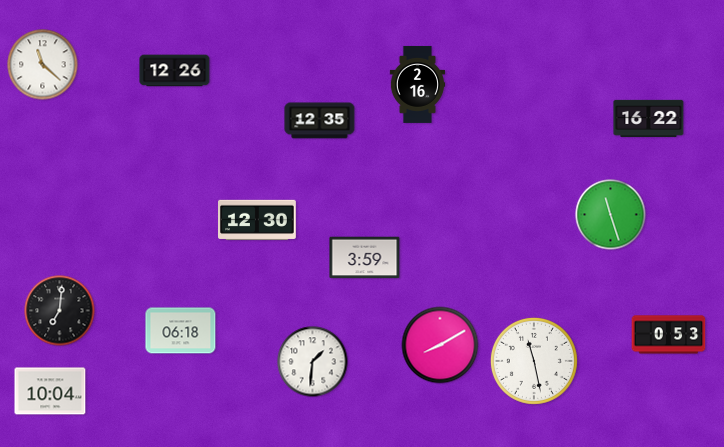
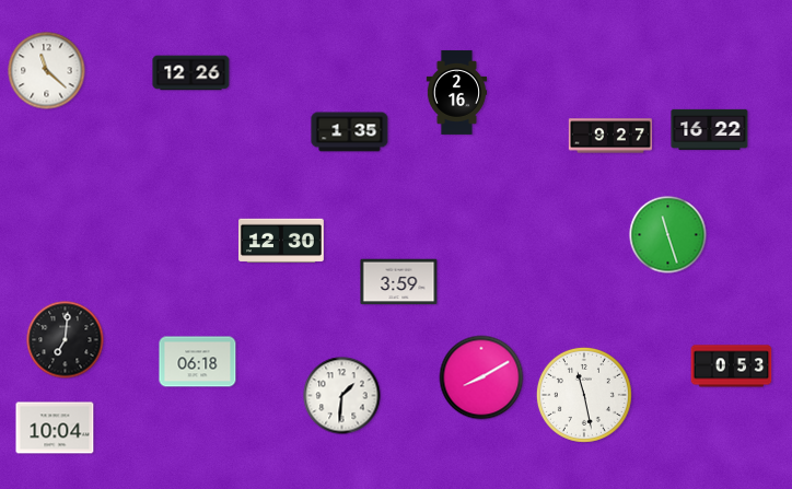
clock at (175, 71) position: (175, 71) -> (191, 73)
clock at (320, 121): 12:35 -> 1:35
clock at (610, 136): none -> 9:27
